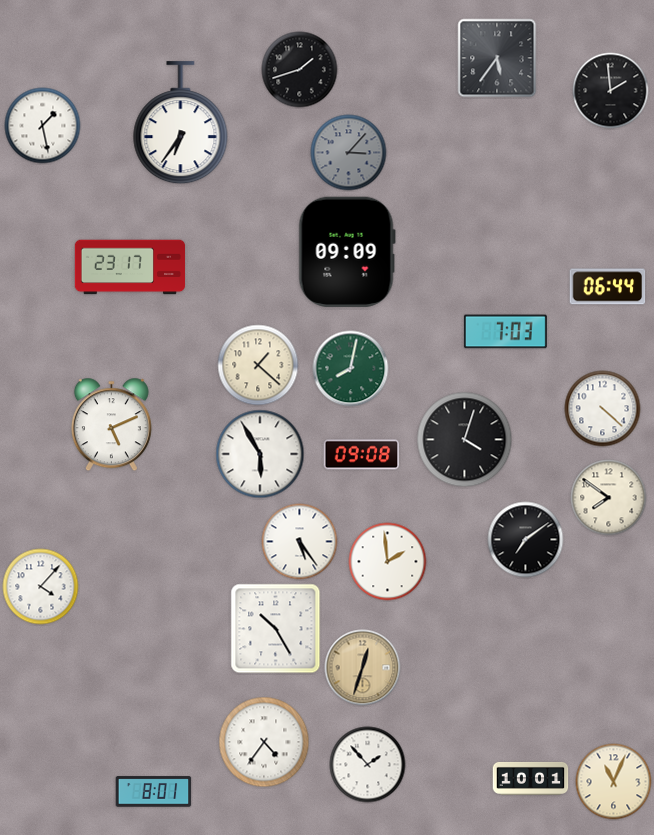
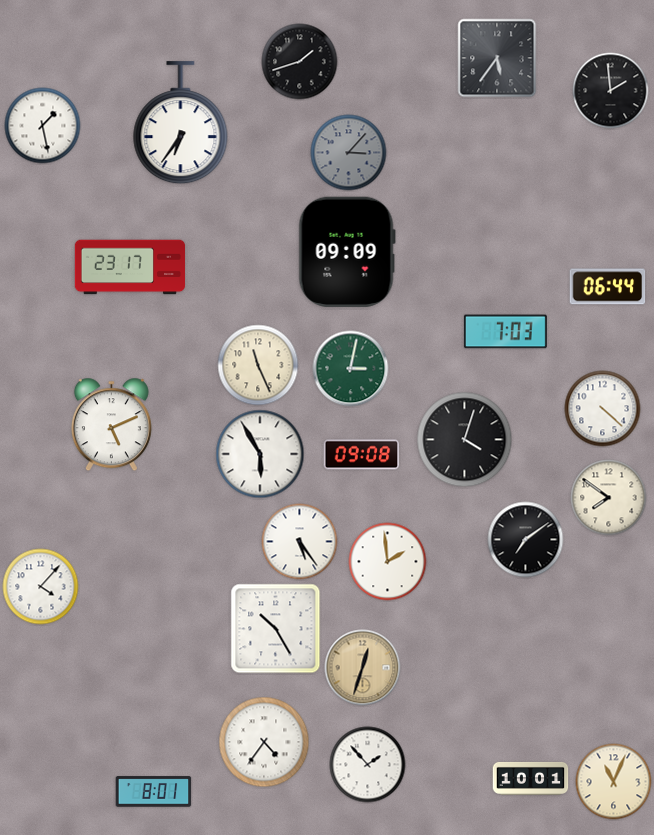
clock at (300, 70) position: (300, 70) -> (300, 62)
clock at (258, 365): 1:22 -> 11:26
clock at (351, 369): 8:02 -> 3:02
